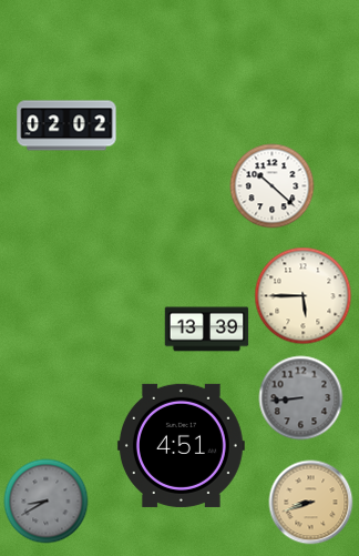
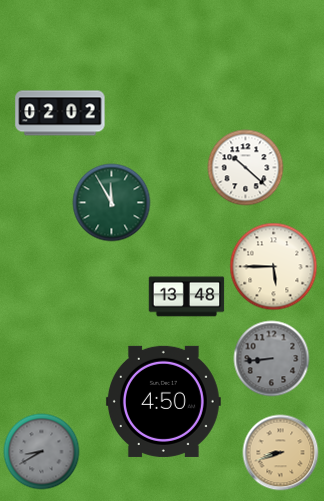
clock at (112, 203): none -> 11:55
clock at (207, 330): 13:39 -> 13:48
clock at (181, 445): 4:51 -> 4:50
